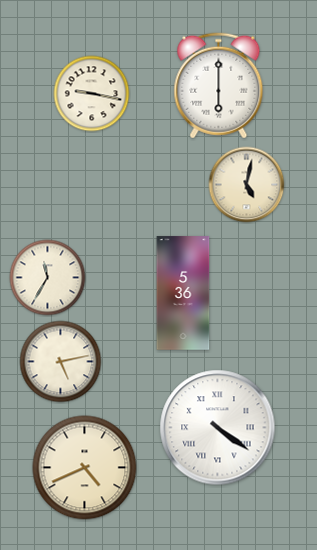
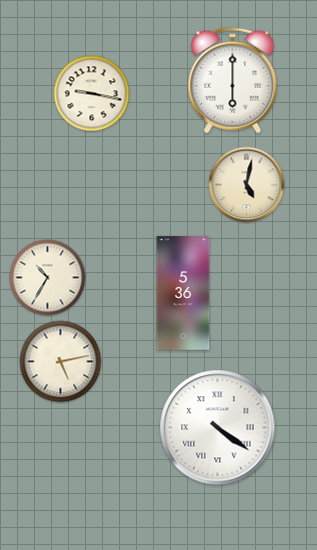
clock at (219, 86) position: (219, 86) -> (233, 81)
clock at (48, 278): 11:35 -> 10:35
clock at (85, 468): 4:41 -> none
